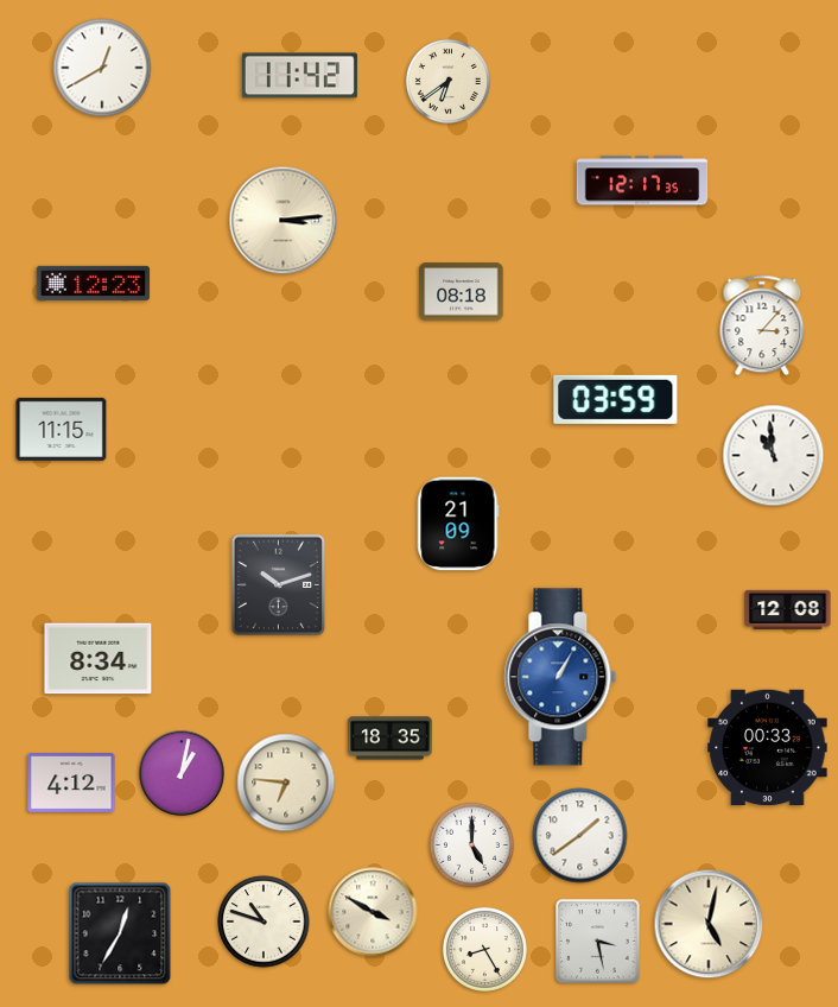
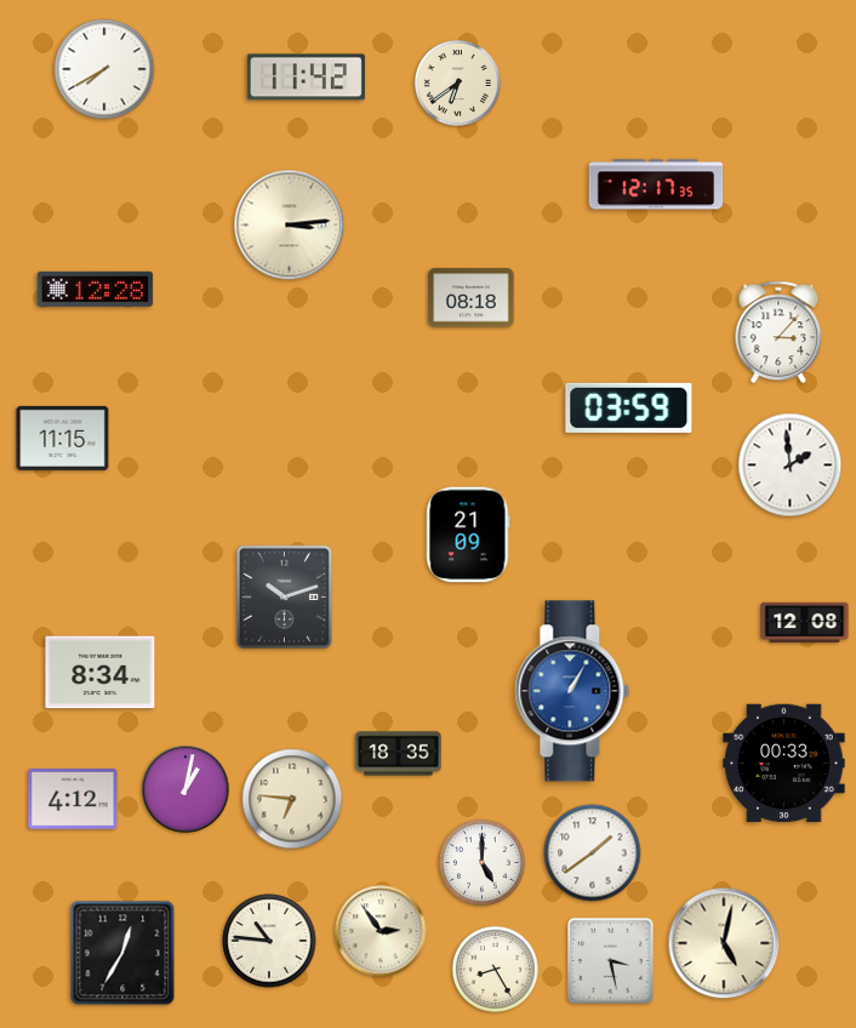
clock at (102, 68): 12:40 -> 7:40
clock at (94, 283): 12:23 -> 12:28
clock at (774, 456): 10:59 -> 1:59
clock at (373, 912): 3:50 -> 2:54
clock at (264, 921): 10:48 -> 10:46
